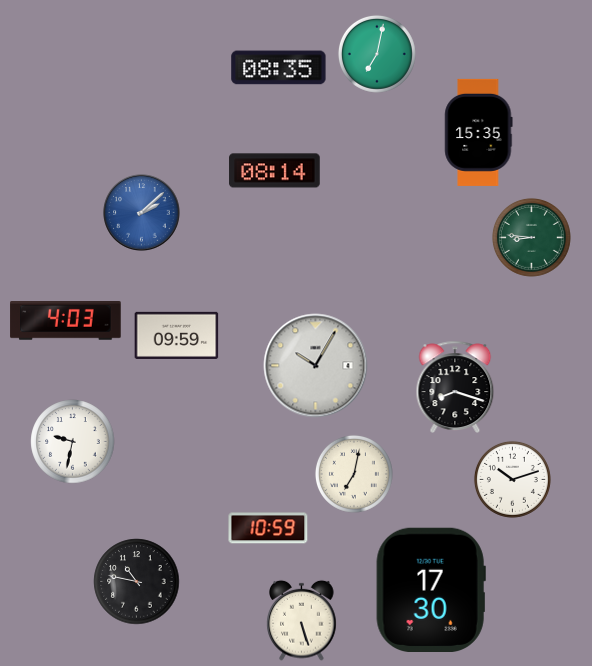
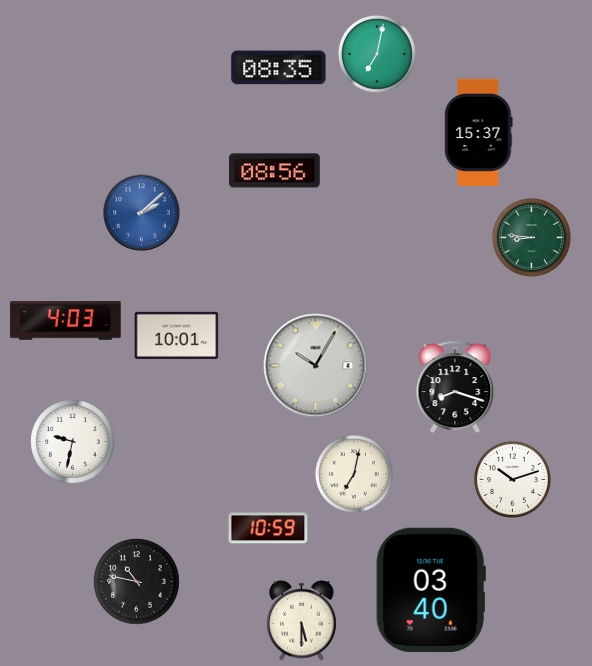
clock at (479, 132): 15:35 -> 15:37
clock at (275, 171): 08:14 -> 08:56
clock at (177, 335): 09:59 -> 10:01
clock at (431, 589): 17:30 -> 03:40
clock at (302, 620): 5:27 -> 5:30
